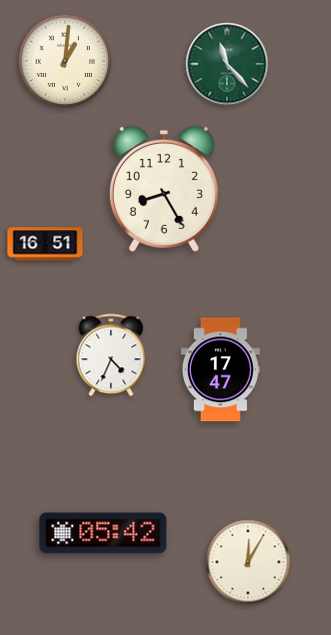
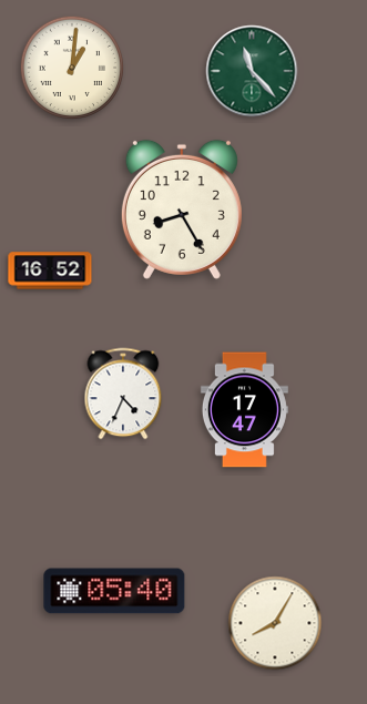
clock at (45, 244): 16:51 -> 16:52
clock at (103, 533): 05:42 -> 05:40
clock at (248, 562): 12:05 -> 8:05
